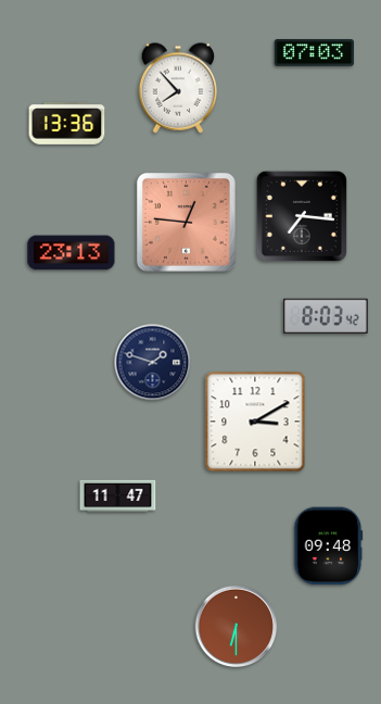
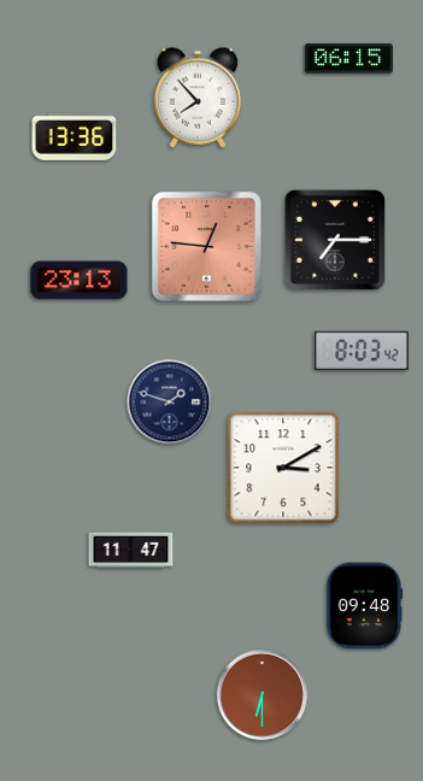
clock at (314, 53): 07:03 -> 06:15
clock at (302, 216): 7:16 -> 7:15
